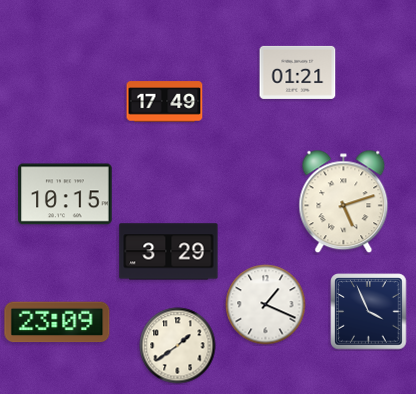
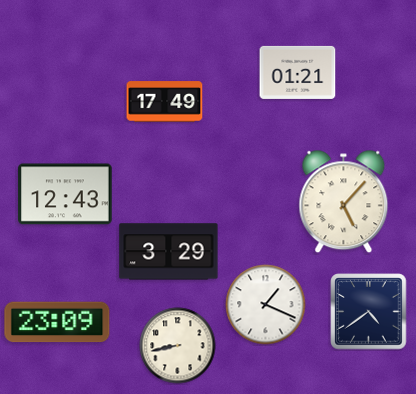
clock at (65, 194): 10:15 -> 12:43
clock at (344, 202): 5:12 -> 5:07
clock at (369, 312): 3:56 -> 4:39
clock at (178, 346): 1:39 -> 8:43
